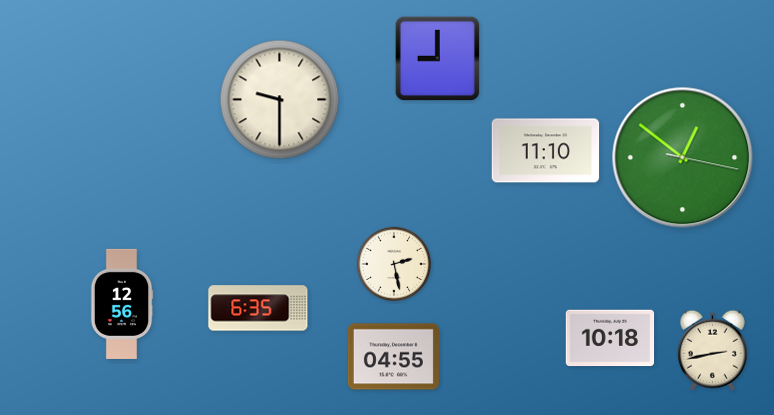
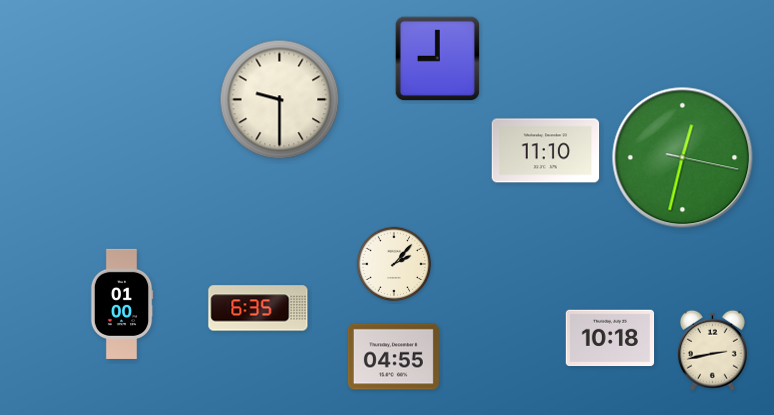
clock at (683, 158): 12:51 -> 12:32
clock at (394, 264): 2:28 -> 2:07
clock at (122, 304): 12:56 -> 01:00
